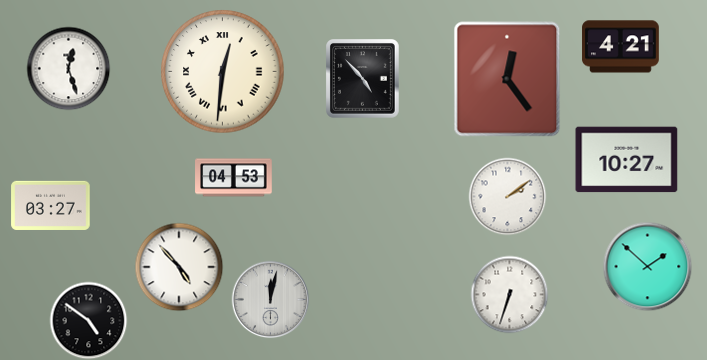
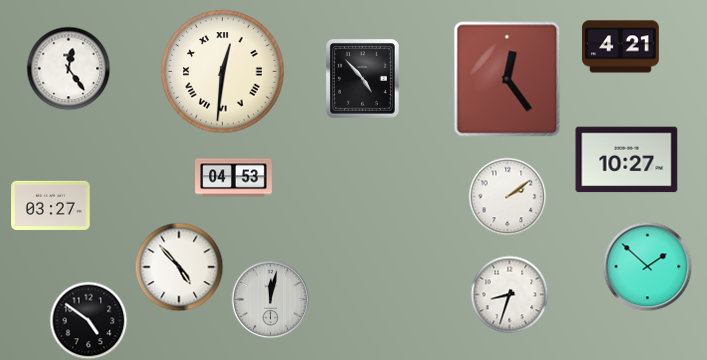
clock at (68, 68): 12:27 -> 12:24
clock at (509, 294): 6:33 -> 8:33
